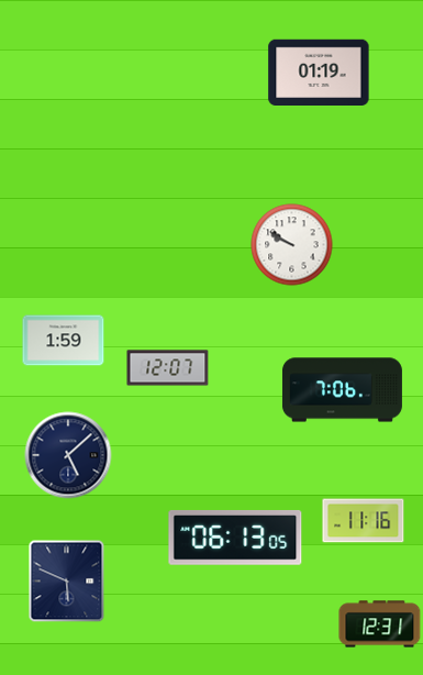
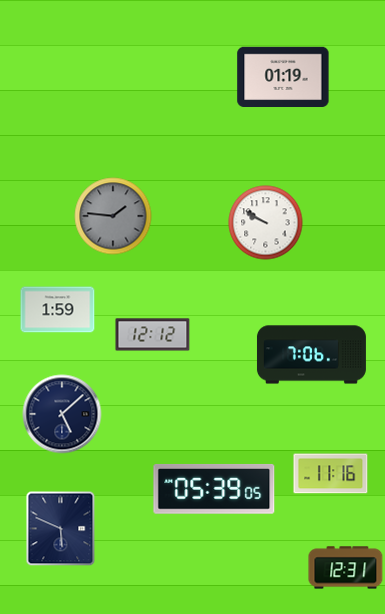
clock at (319, 73) position: (319, 73) -> (283, 77)
clock at (113, 216): none -> 1:46
clock at (168, 368): 12:07 -> 12:12
clock at (235, 538): 06:13 -> 05:39
